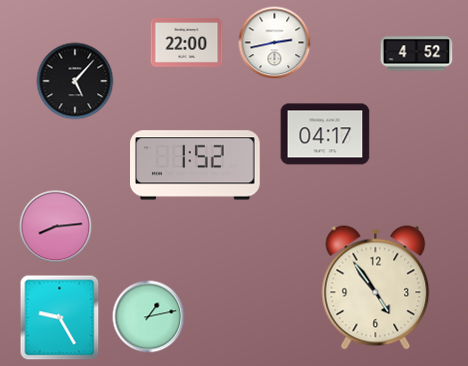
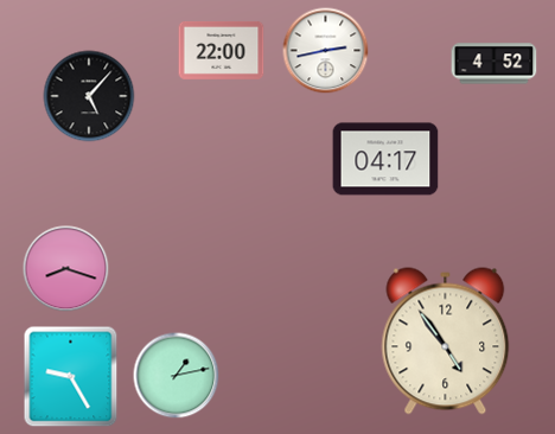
clock at (196, 165): 1:52 -> none
clock at (56, 227): 8:14 -> 8:18
